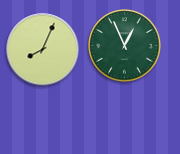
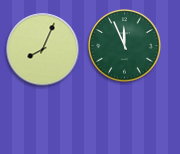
clock at (125, 46): 12:56 -> 11:56
